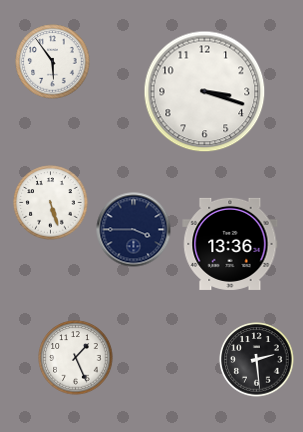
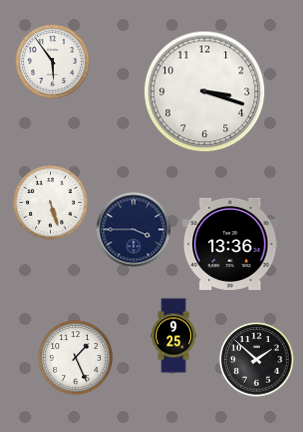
clock at (174, 336): none -> 9:25
clock at (257, 360): 2:29 -> 1:52
